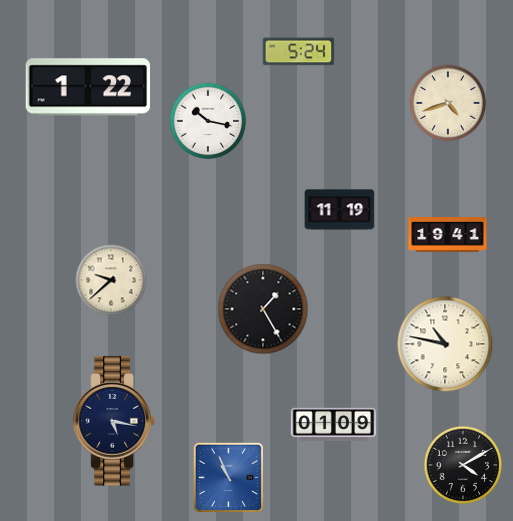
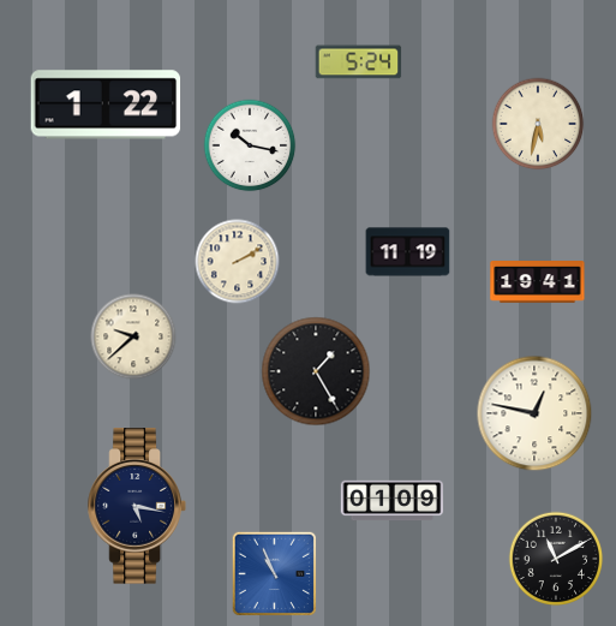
clock at (448, 103): 4:42 -> 5:32
clock at (238, 262): none -> 2:10
clock at (445, 344): 10:47 -> 12:47
clock at (334, 425) position: (334, 425) -> (393, 501)
clock at (463, 465): 4:10 -> 11:10
